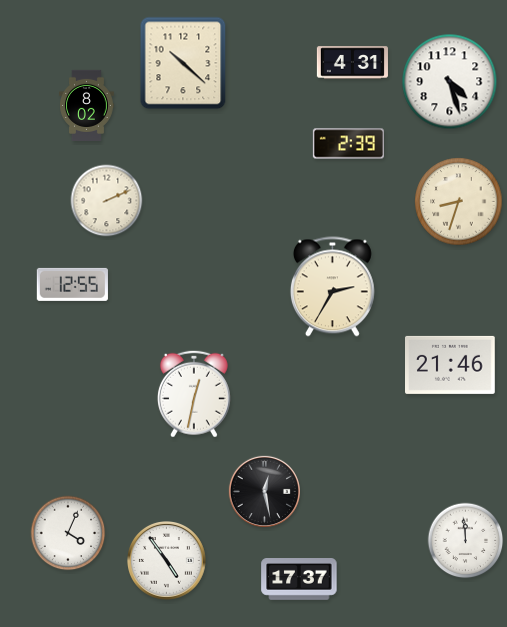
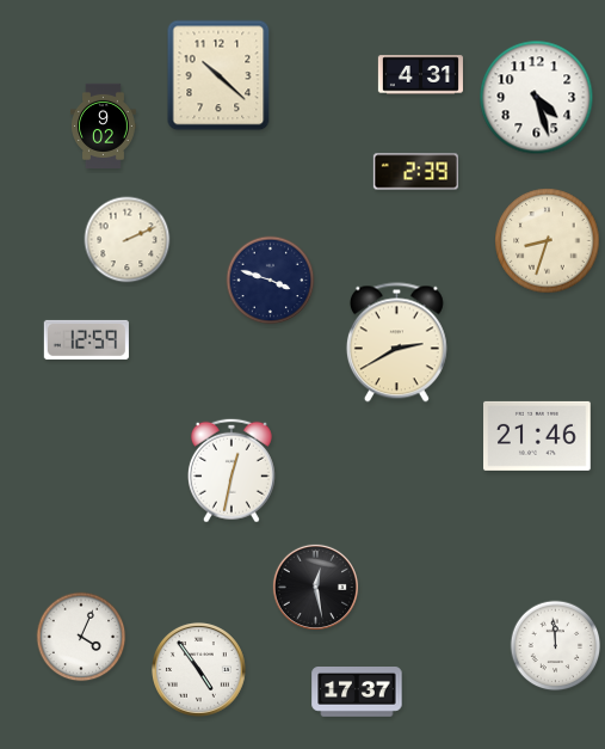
clock at (87, 105): 8:02 -> 9:02
clock at (271, 281): none -> 3:48
clock at (72, 284): 12:55 -> 12:59
clock at (332, 287): 2:35 -> 2:40
